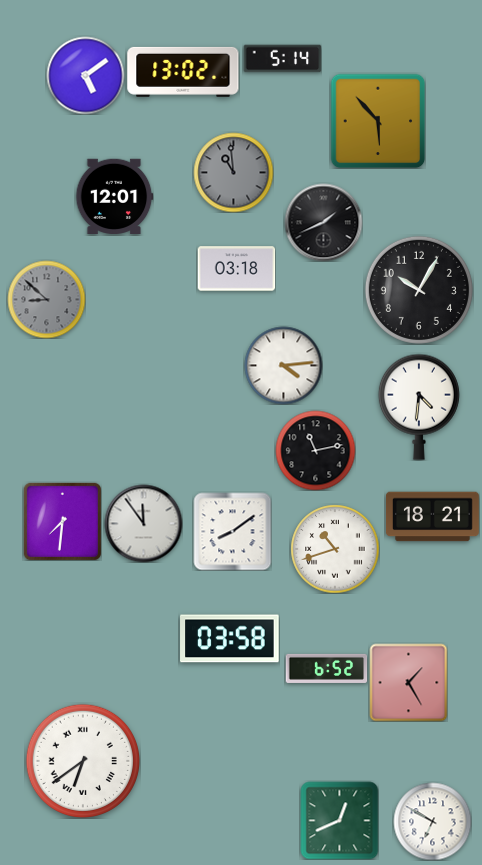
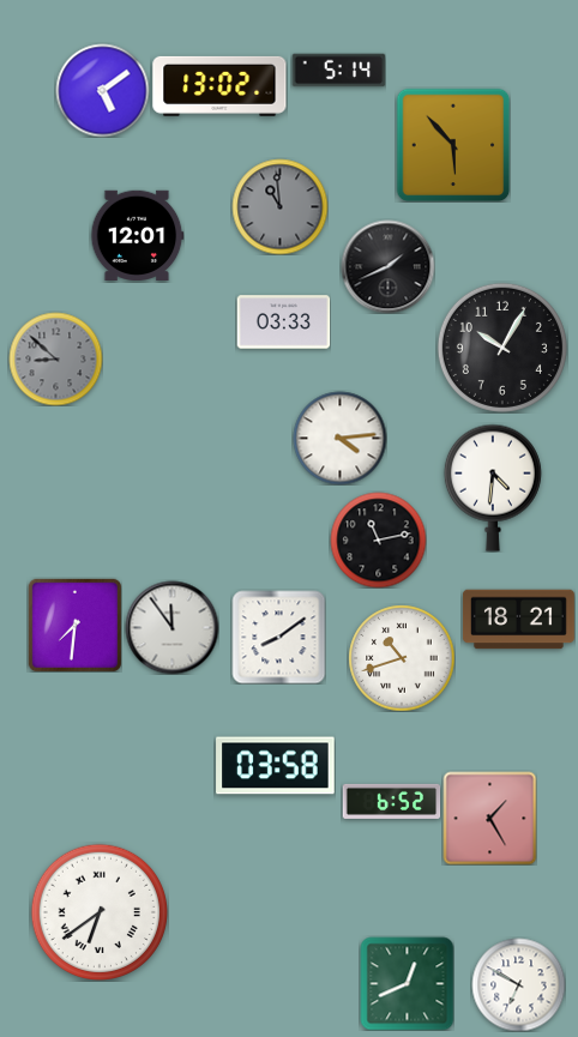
clock at (236, 269): 03:18 -> 03:33
clock at (419, 407) position: (419, 407) -> (493, 488)
